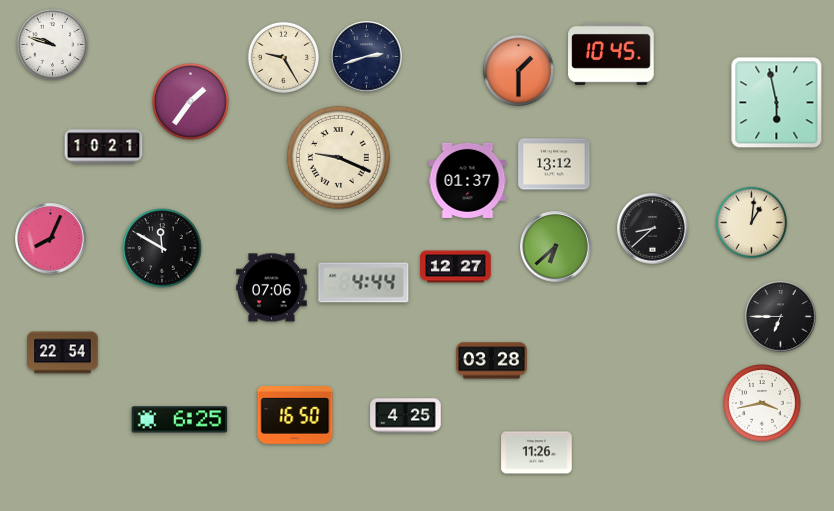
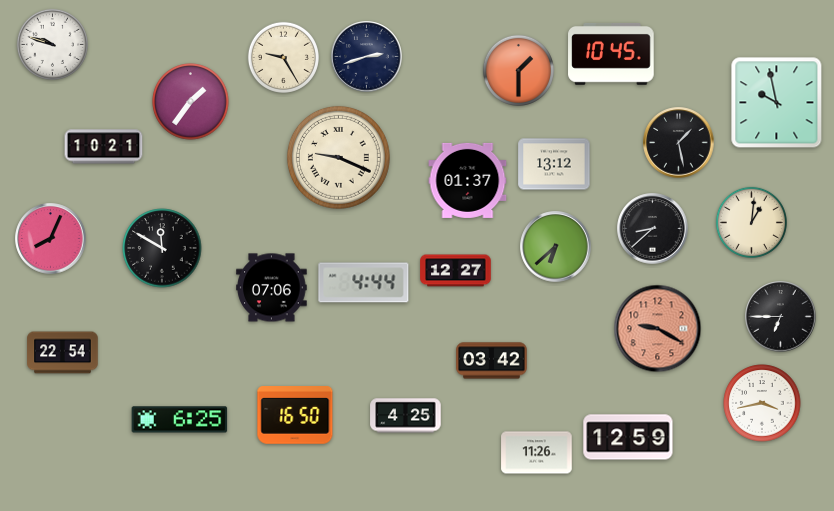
clock at (777, 103): 5:58 -> 9:58
clock at (679, 143): none -> 1:28
clock at (456, 267) position: (456, 267) -> (456, 271)
clock at (658, 329): none -> 9:20
clock at (492, 361): 03:28 -> 03:42
clock at (628, 437): none -> 12:59
